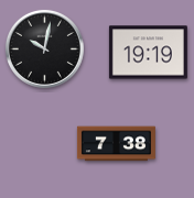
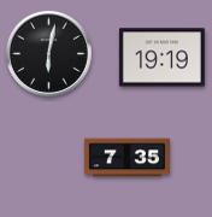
clock at (44, 48): 10:02 -> 6:02
clock at (116, 144): 7:38 -> 7:35
